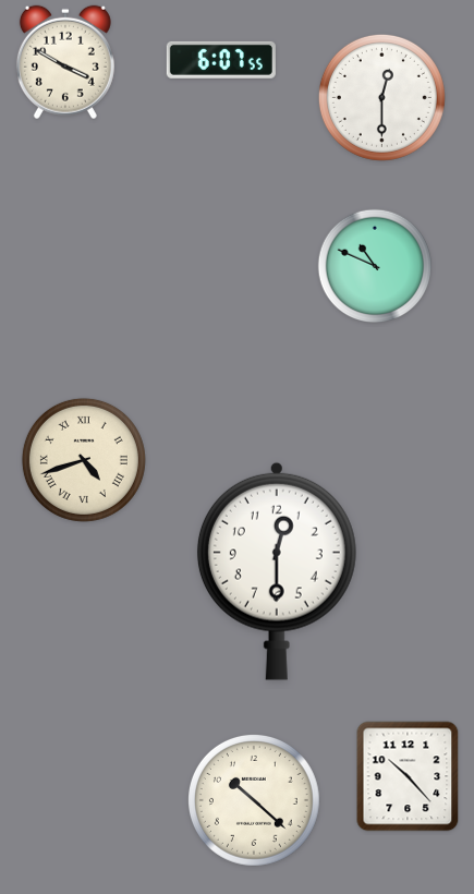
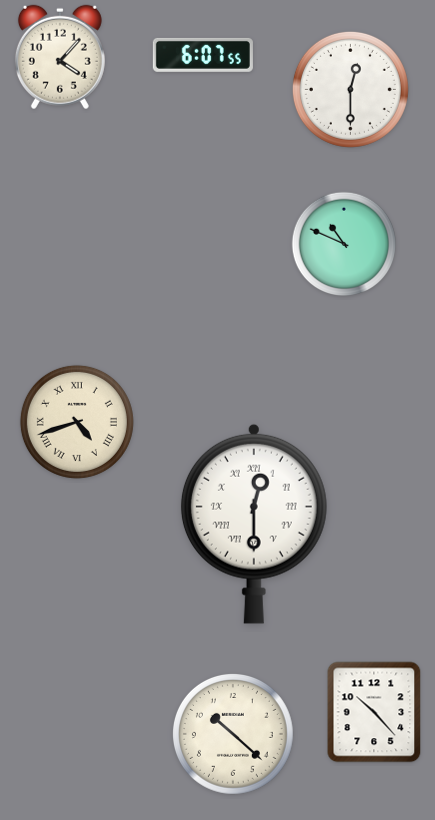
clock at (65, 62): 3:50 -> 4:07
clock at (277, 571) numerals: Arabic -> Roman
